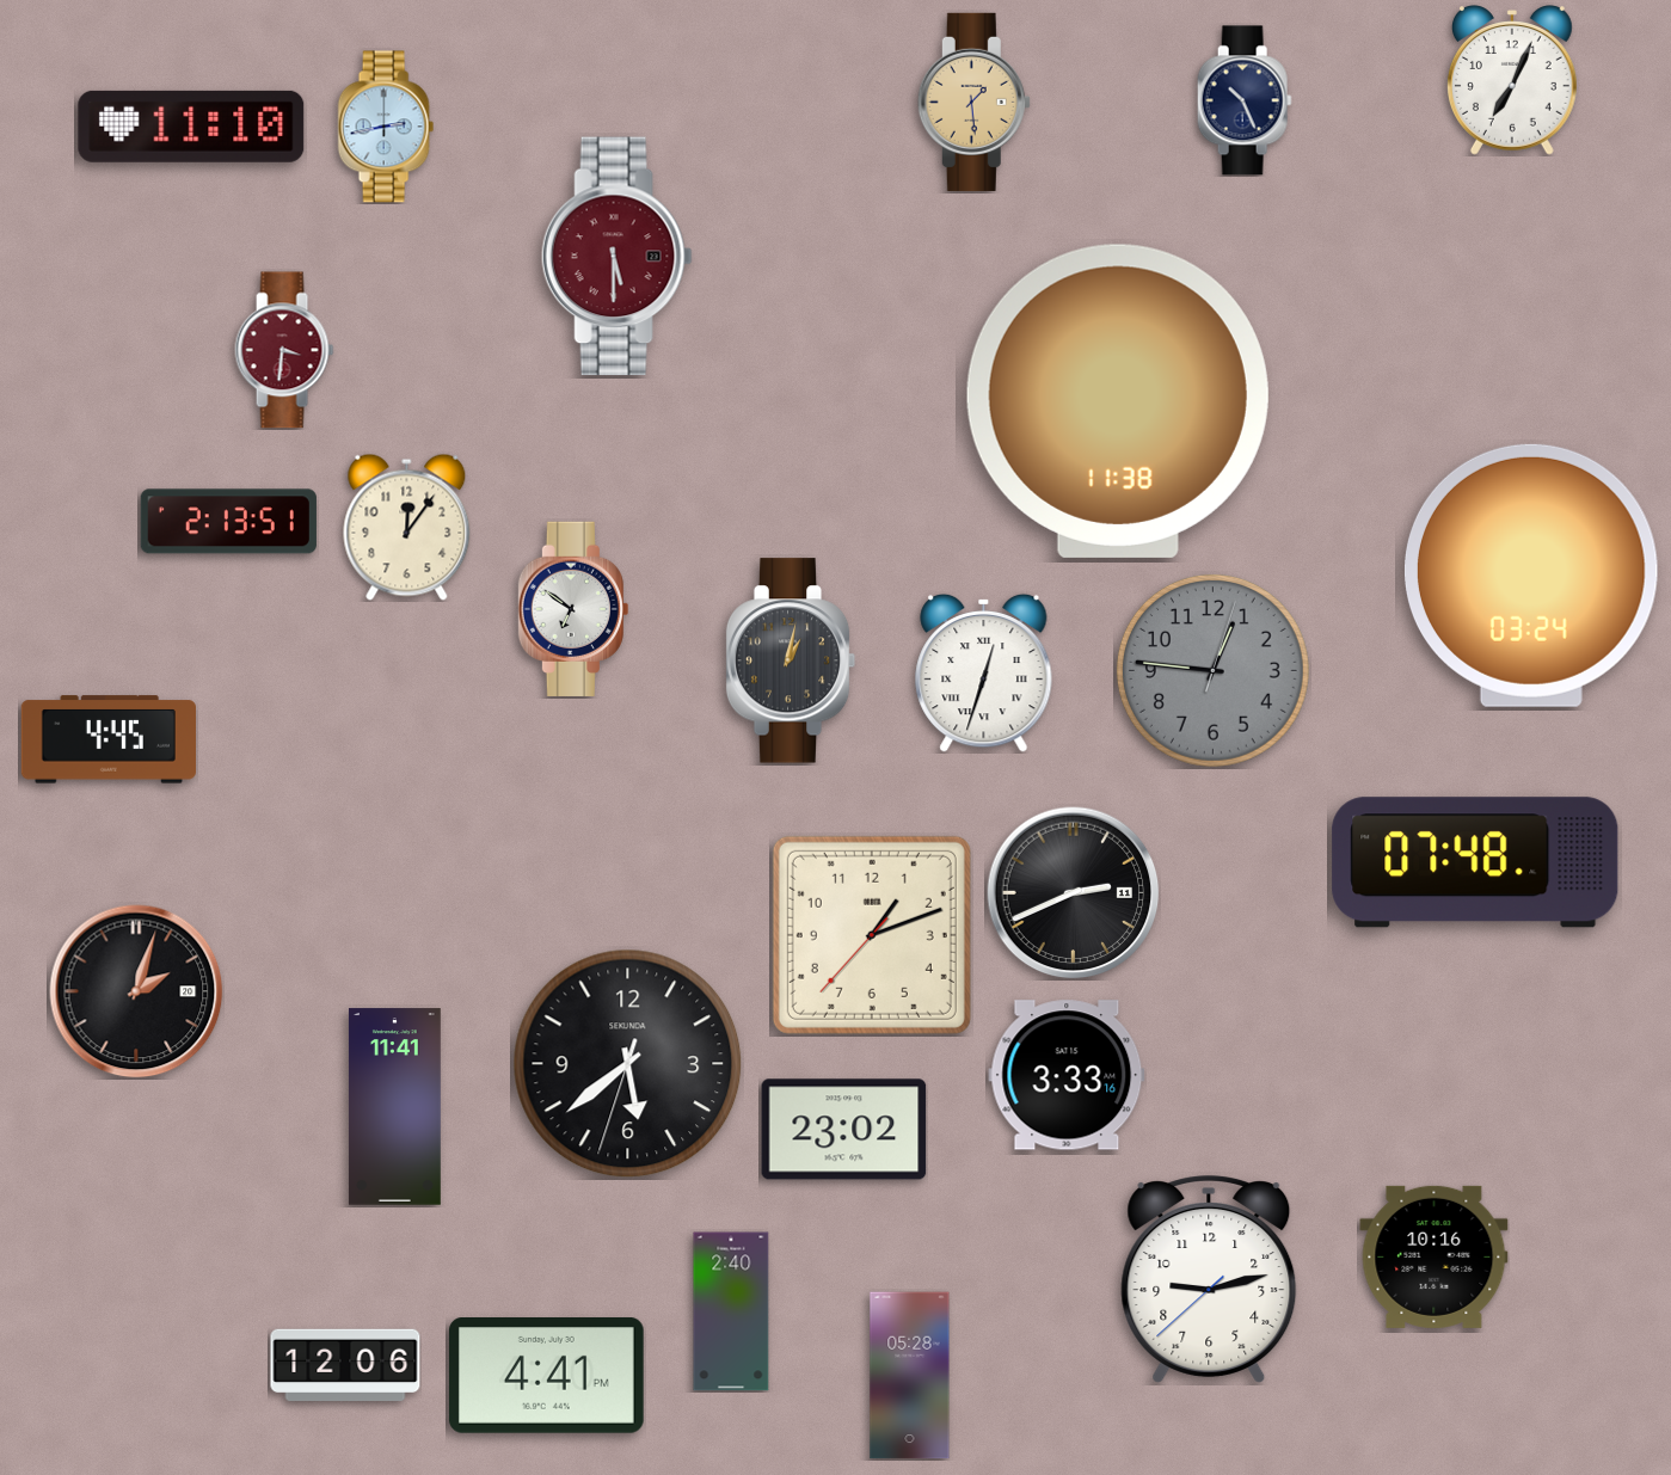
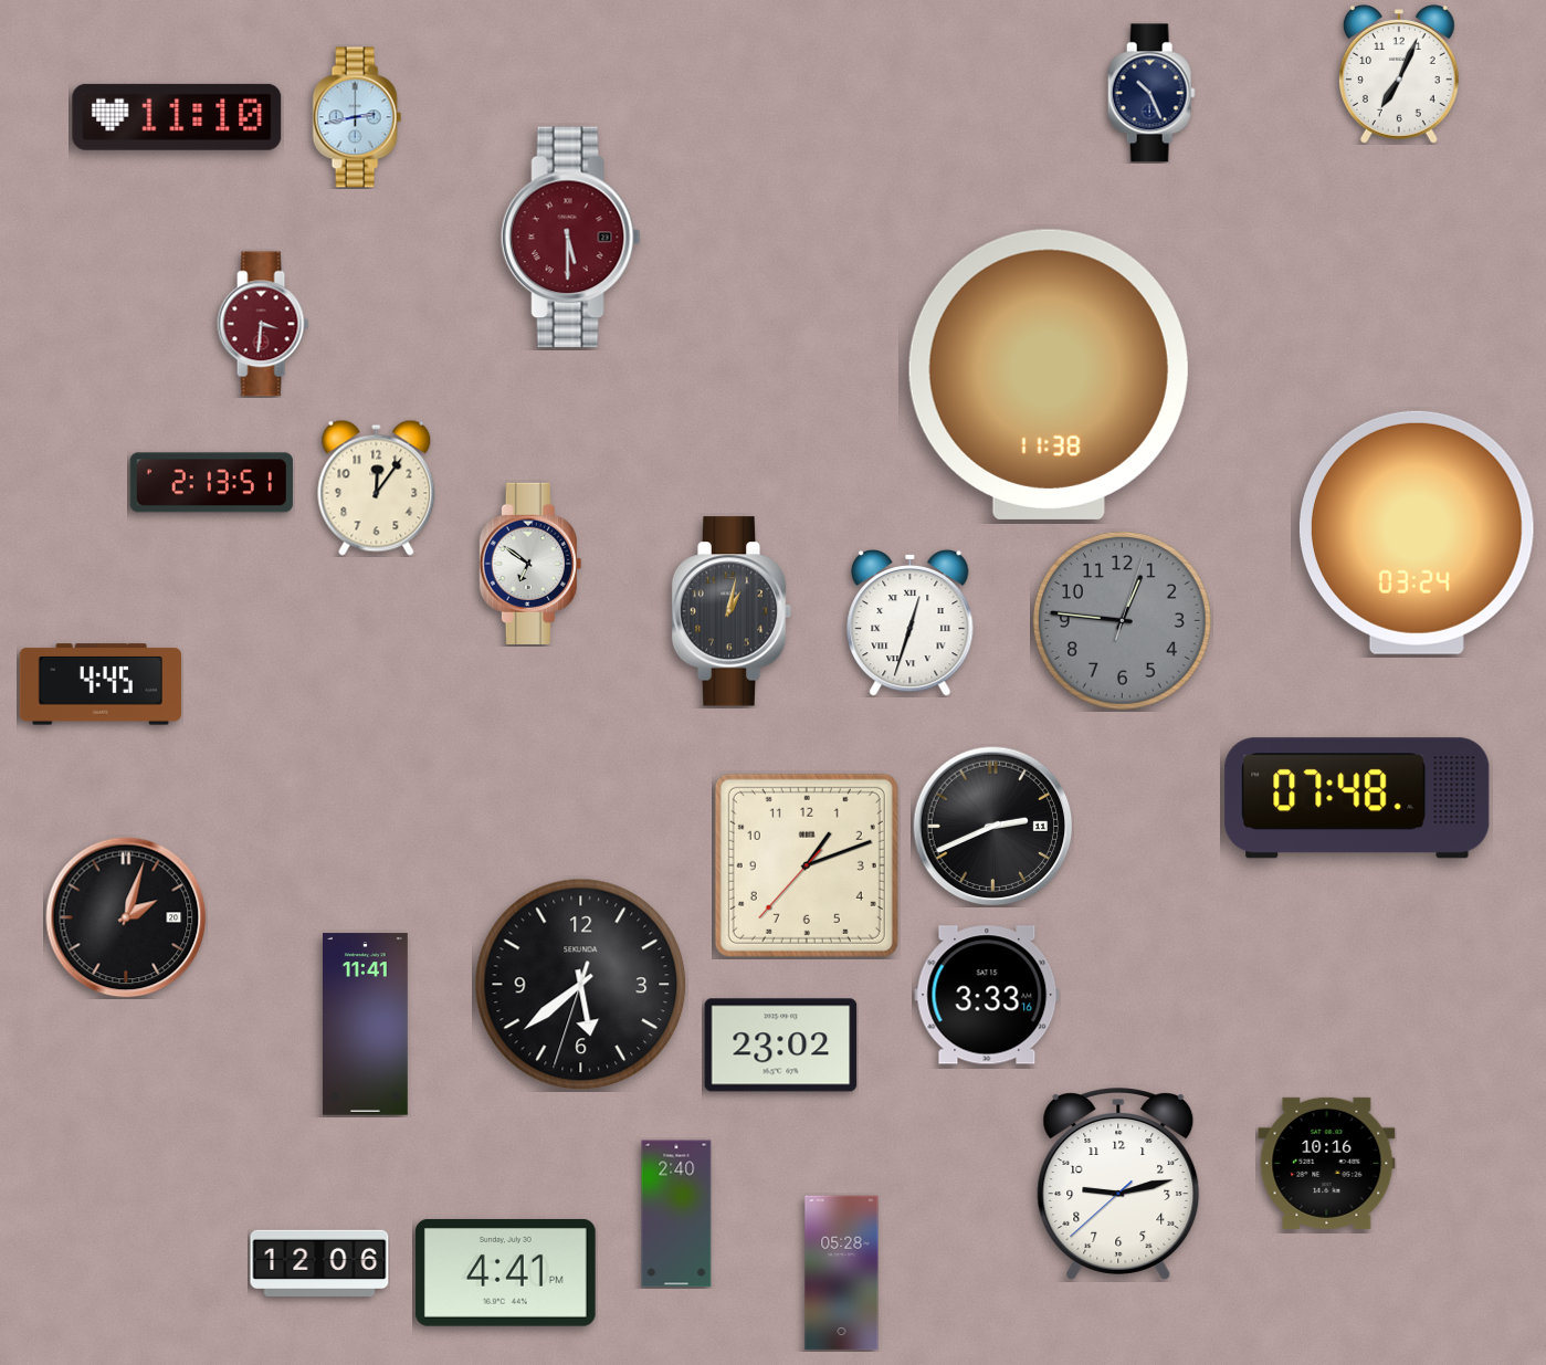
clock at (973, 102): 1:29 -> none
clock at (1118, 401) position: (1118, 401) -> (1049, 375)
clock at (1475, 862) position: (1475, 862) -> (1357, 798)
